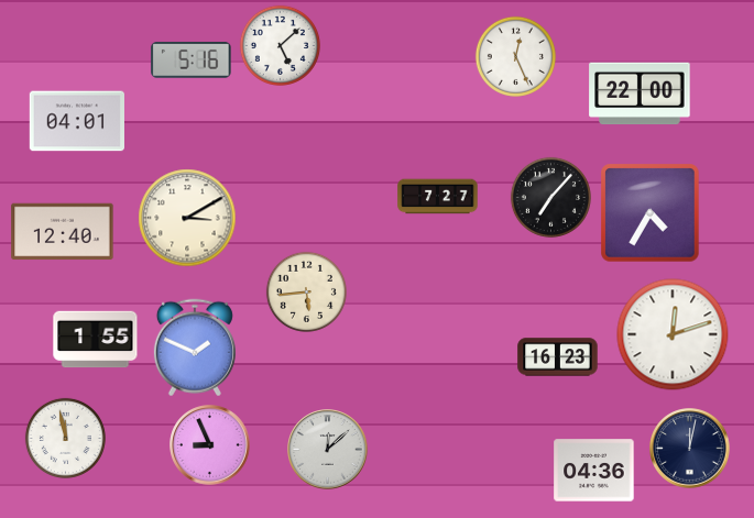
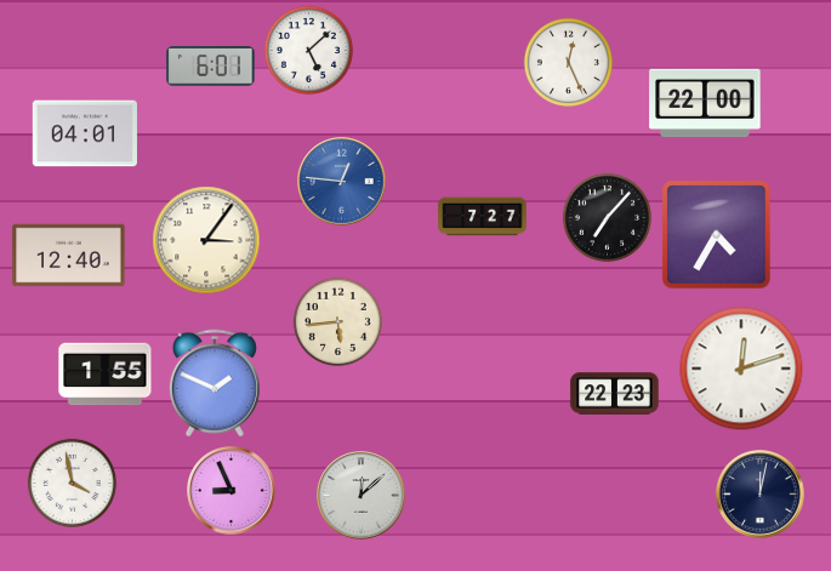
clock at (192, 60): 5:16 -> 6:01
clock at (342, 182): none -> 12:46
clock at (187, 218): 3:10 -> 3:06
clock at (558, 357): 16:23 -> 22:23
clock at (65, 438): 11:58 -> 3:58
clock at (594, 471): 04:36 -> none
